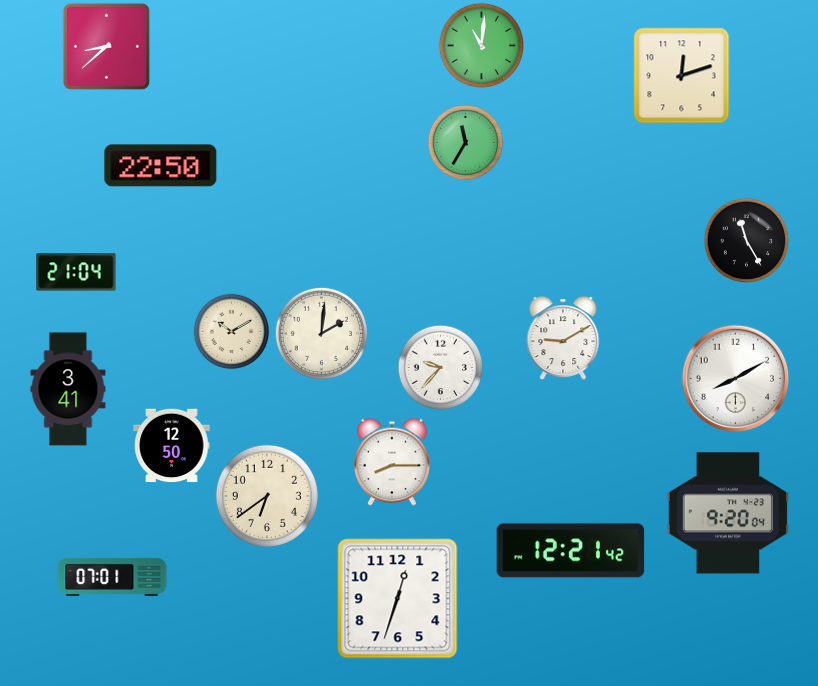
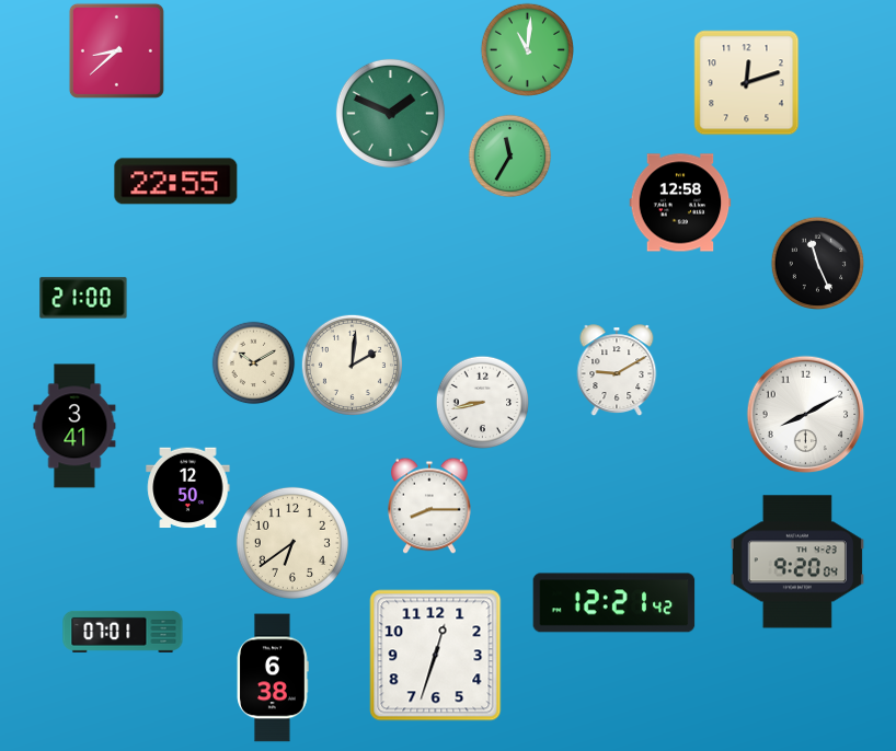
clock at (390, 113): none -> 1:49
clock at (161, 166): 22:50 -> 22:55
clock at (680, 203): none -> 12:58
clock at (746, 240): 11:25 -> 11:26
clock at (76, 272): 21:04 -> 21:00
clock at (440, 367): 9:37 -> 8:43
clock at (571, 551) position: (571, 551) -> (614, 603)
clock at (273, 678): none -> 6:38
